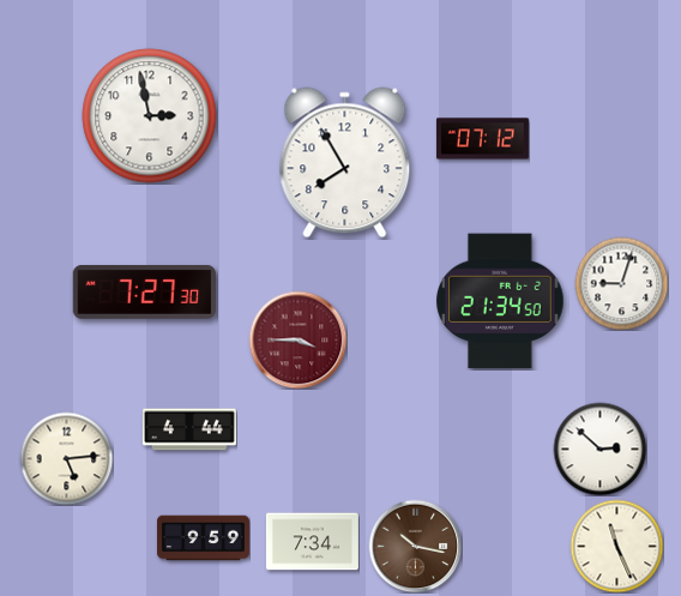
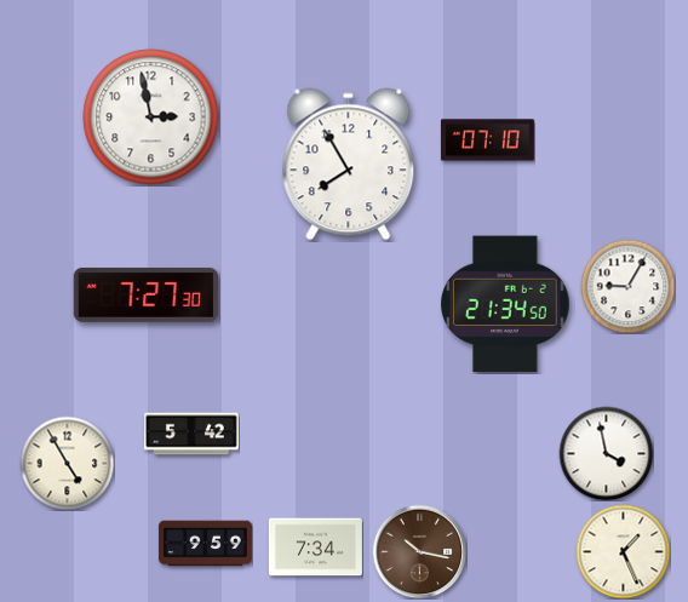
clock at (482, 139): 07:12 -> 07:10
clock at (621, 283): 9:03 -> 9:05
clock at (297, 339): 3:45 -> none
clock at (189, 429): 4:44 -> 5:42
clock at (599, 448): 2:52 -> 3:58
clock at (66, 458): 5:14 -> 4:55
clock at (616, 546): 11:26 -> 1:26
